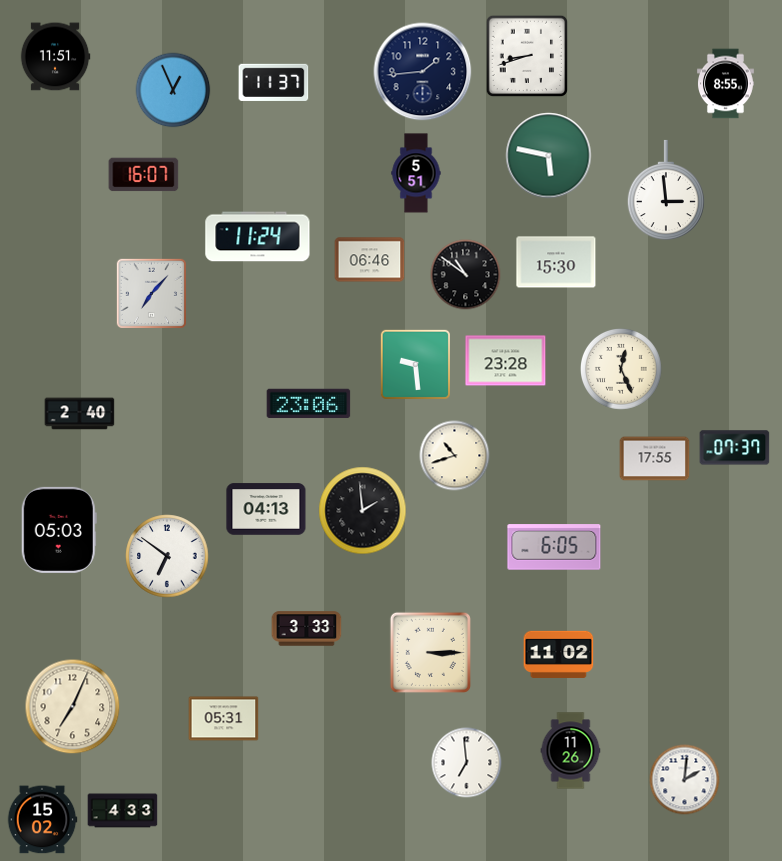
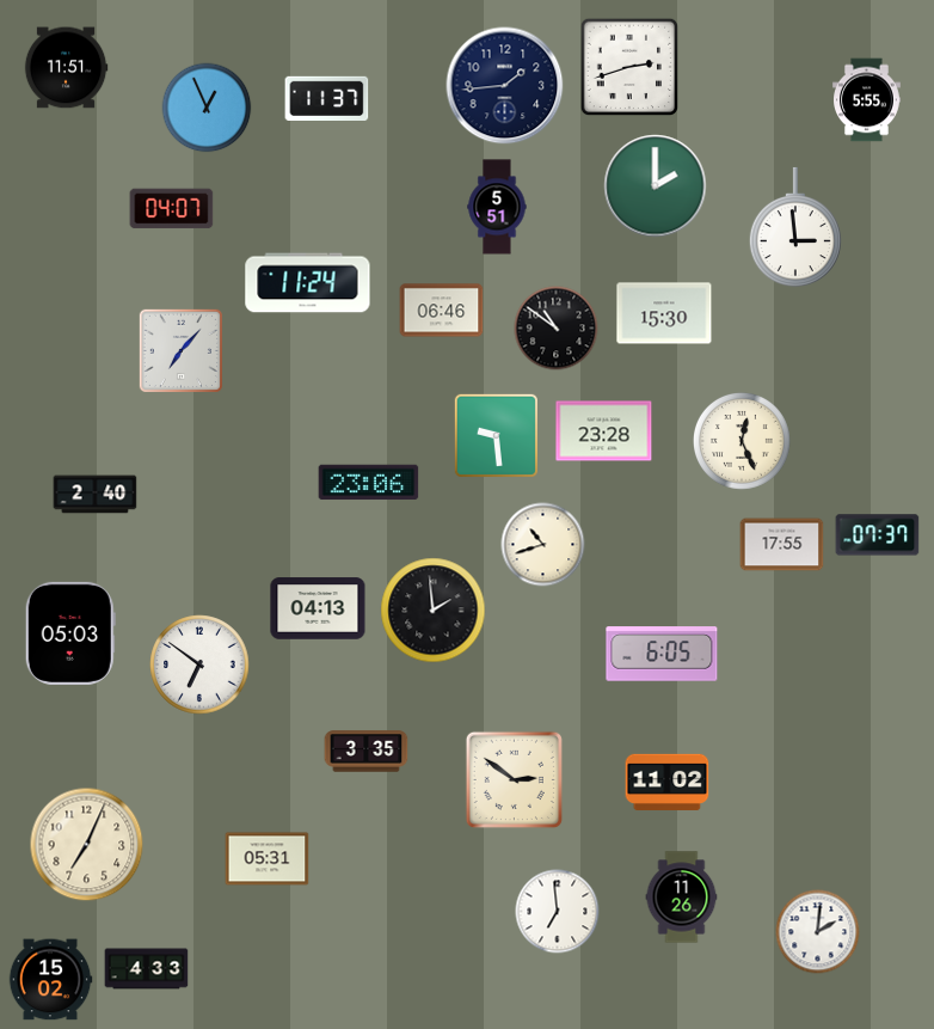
clock at (527, 56): 8:42 -> 2:42
clock at (726, 84): 8:55 -> 5:55
clock at (549, 156): 5:47 -> 2:00
clock at (144, 175): 16:07 -> 04:07
clock at (655, 459) position: (655, 459) -> (782, 545)
clock at (307, 629): 3:33 -> 3:35
clock at (430, 652): 3:15 -> 2:51
